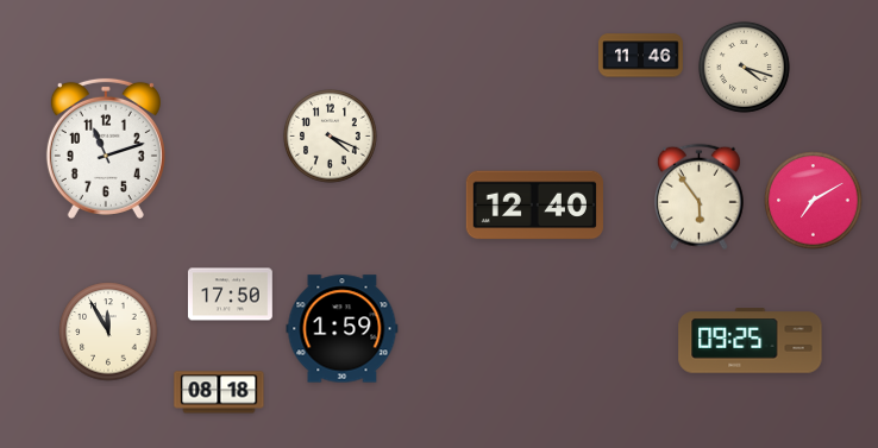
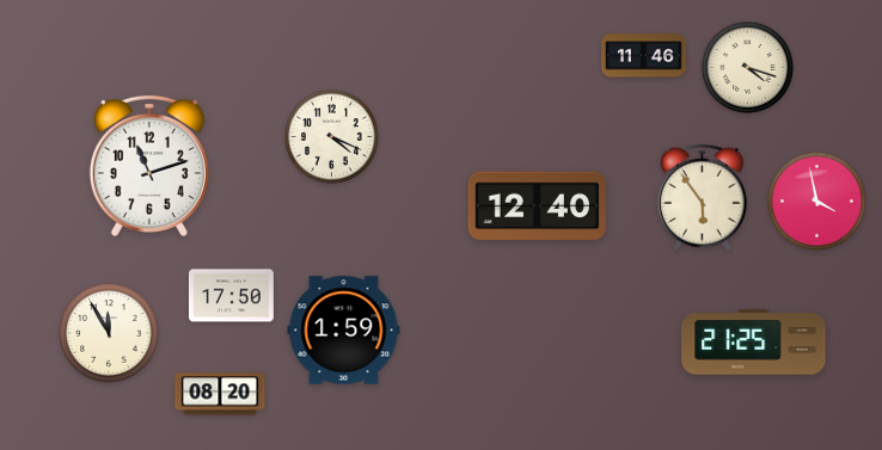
clock at (106, 149) position: (106, 149) -> (149, 166)
clock at (814, 201): 7:10 -> 3:58
clock at (751, 341): 09:25 -> 21:25
clock at (219, 392): 08:18 -> 08:20
